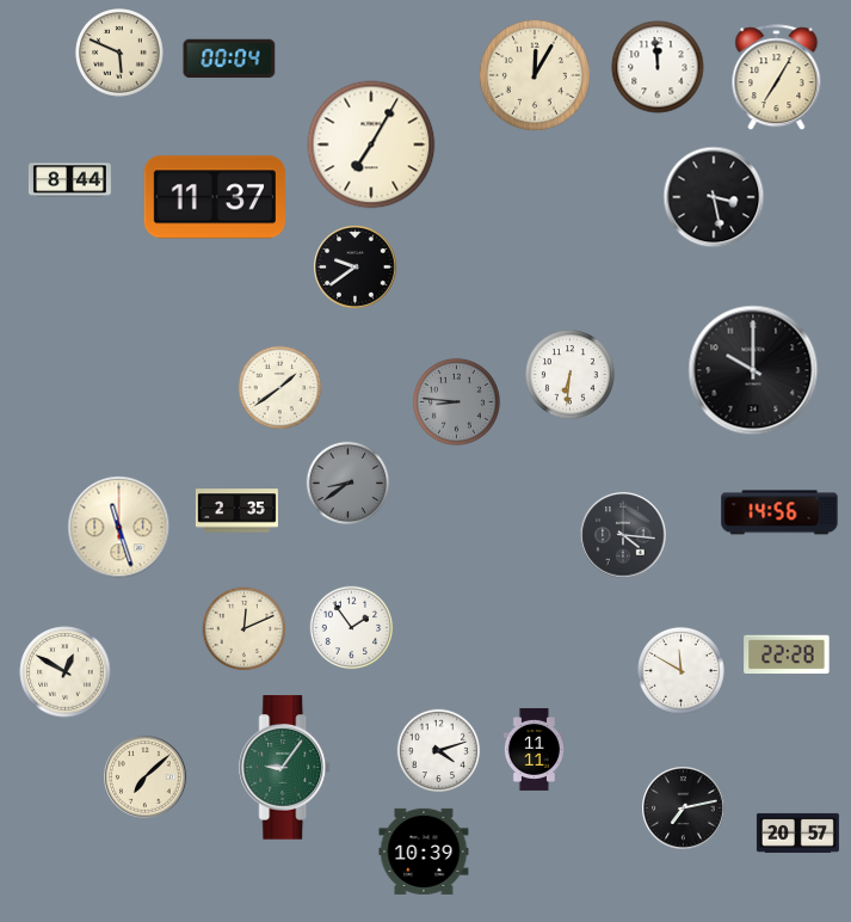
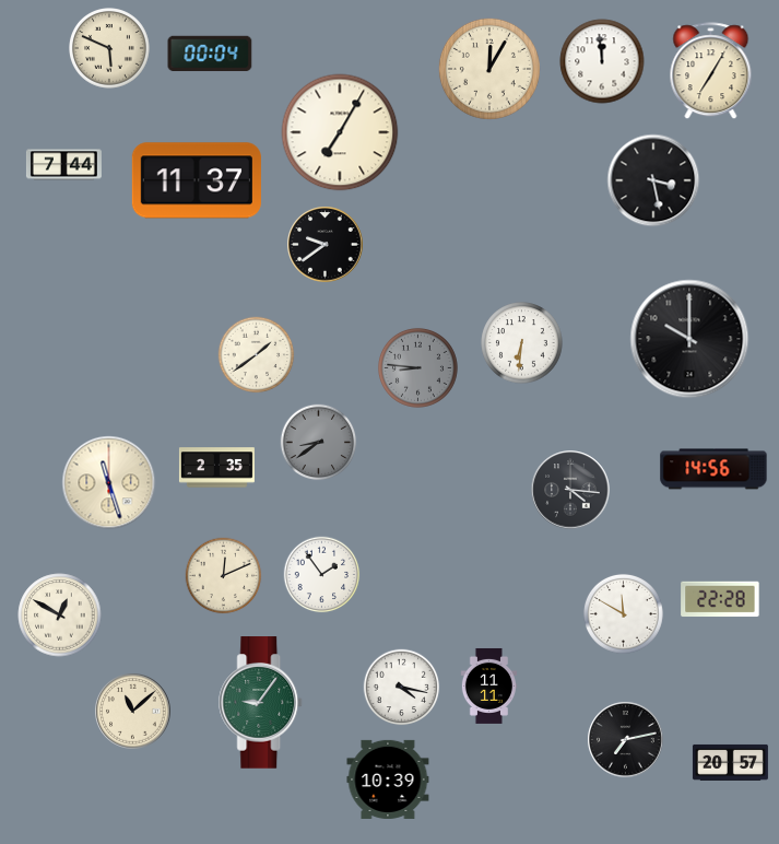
clock at (69, 180): 8:44 -> 7:44
clock at (439, 751): 4:12 -> 4:17
clock at (146, 777): 7:08 -> 11:08
